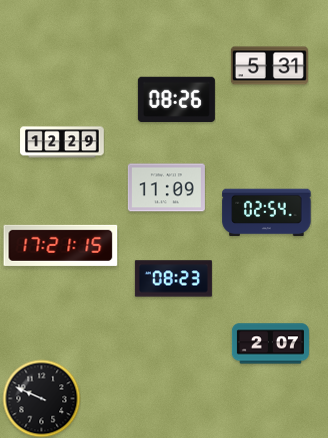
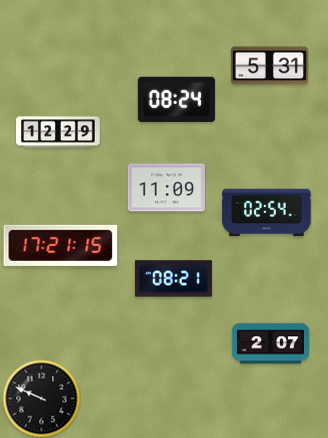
clock at (176, 100): 08:26 -> 08:24
clock at (62, 142) position: (62, 142) -> (58, 132)
clock at (173, 279): 08:23 -> 08:21
